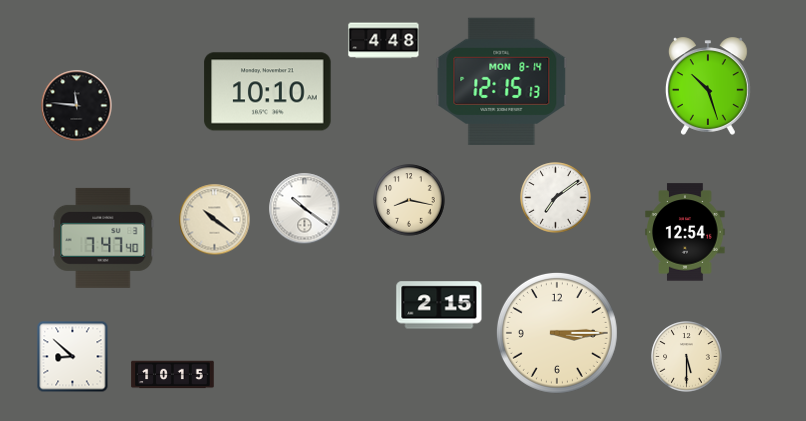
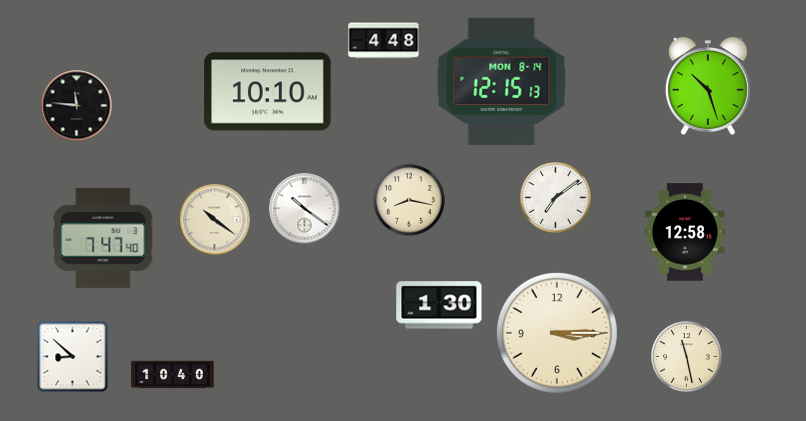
clock at (685, 232): 12:54 -> 12:58
clock at (439, 305): 2:15 -> 1:30
clock at (687, 357): 5:30 -> 11:28
clock at (173, 375): 10:15 -> 10:40
